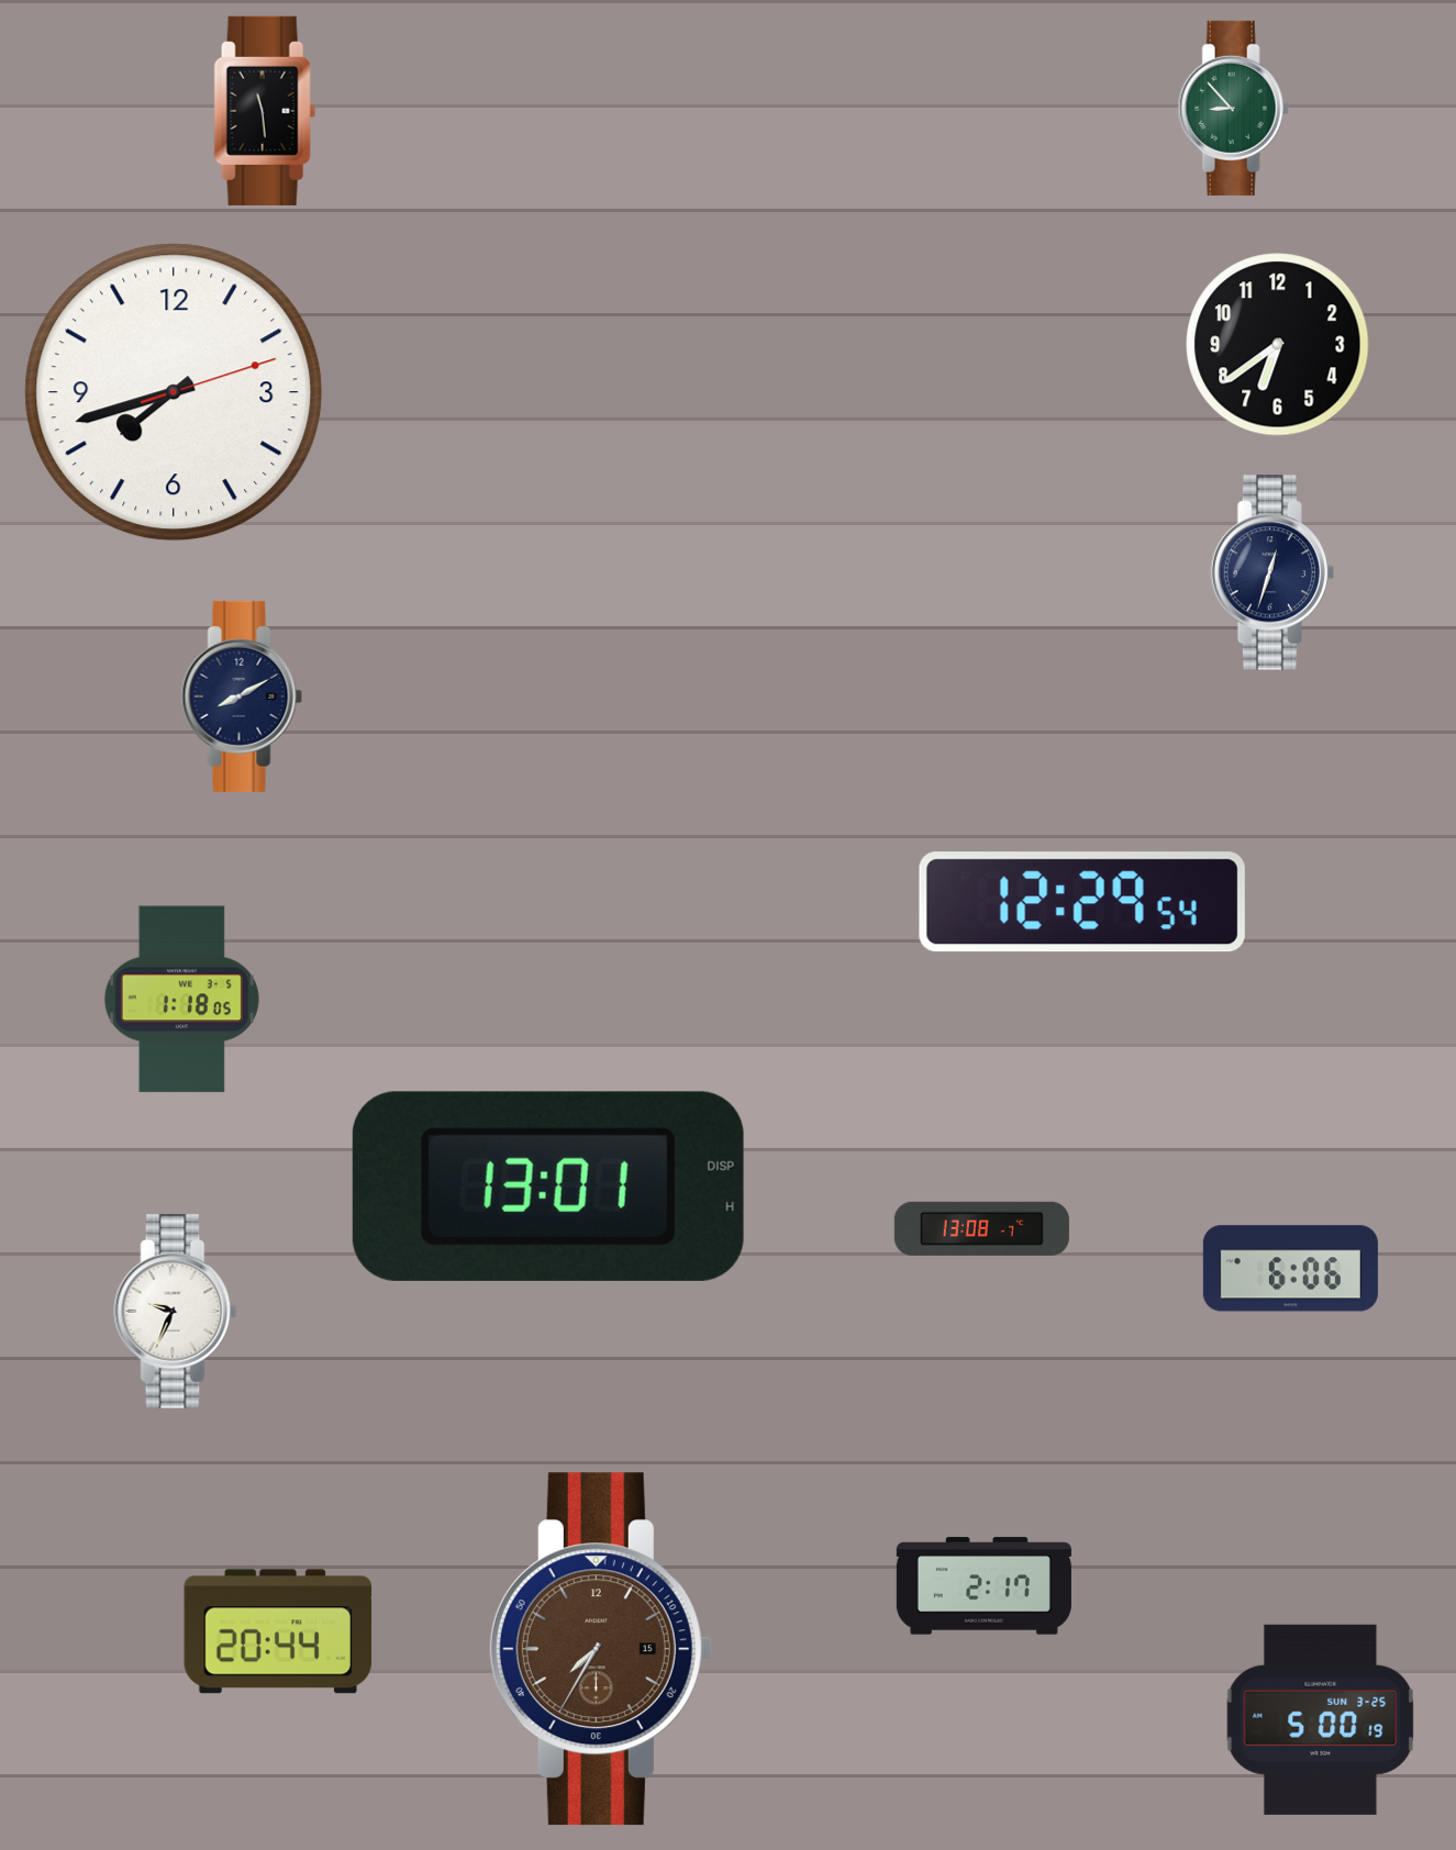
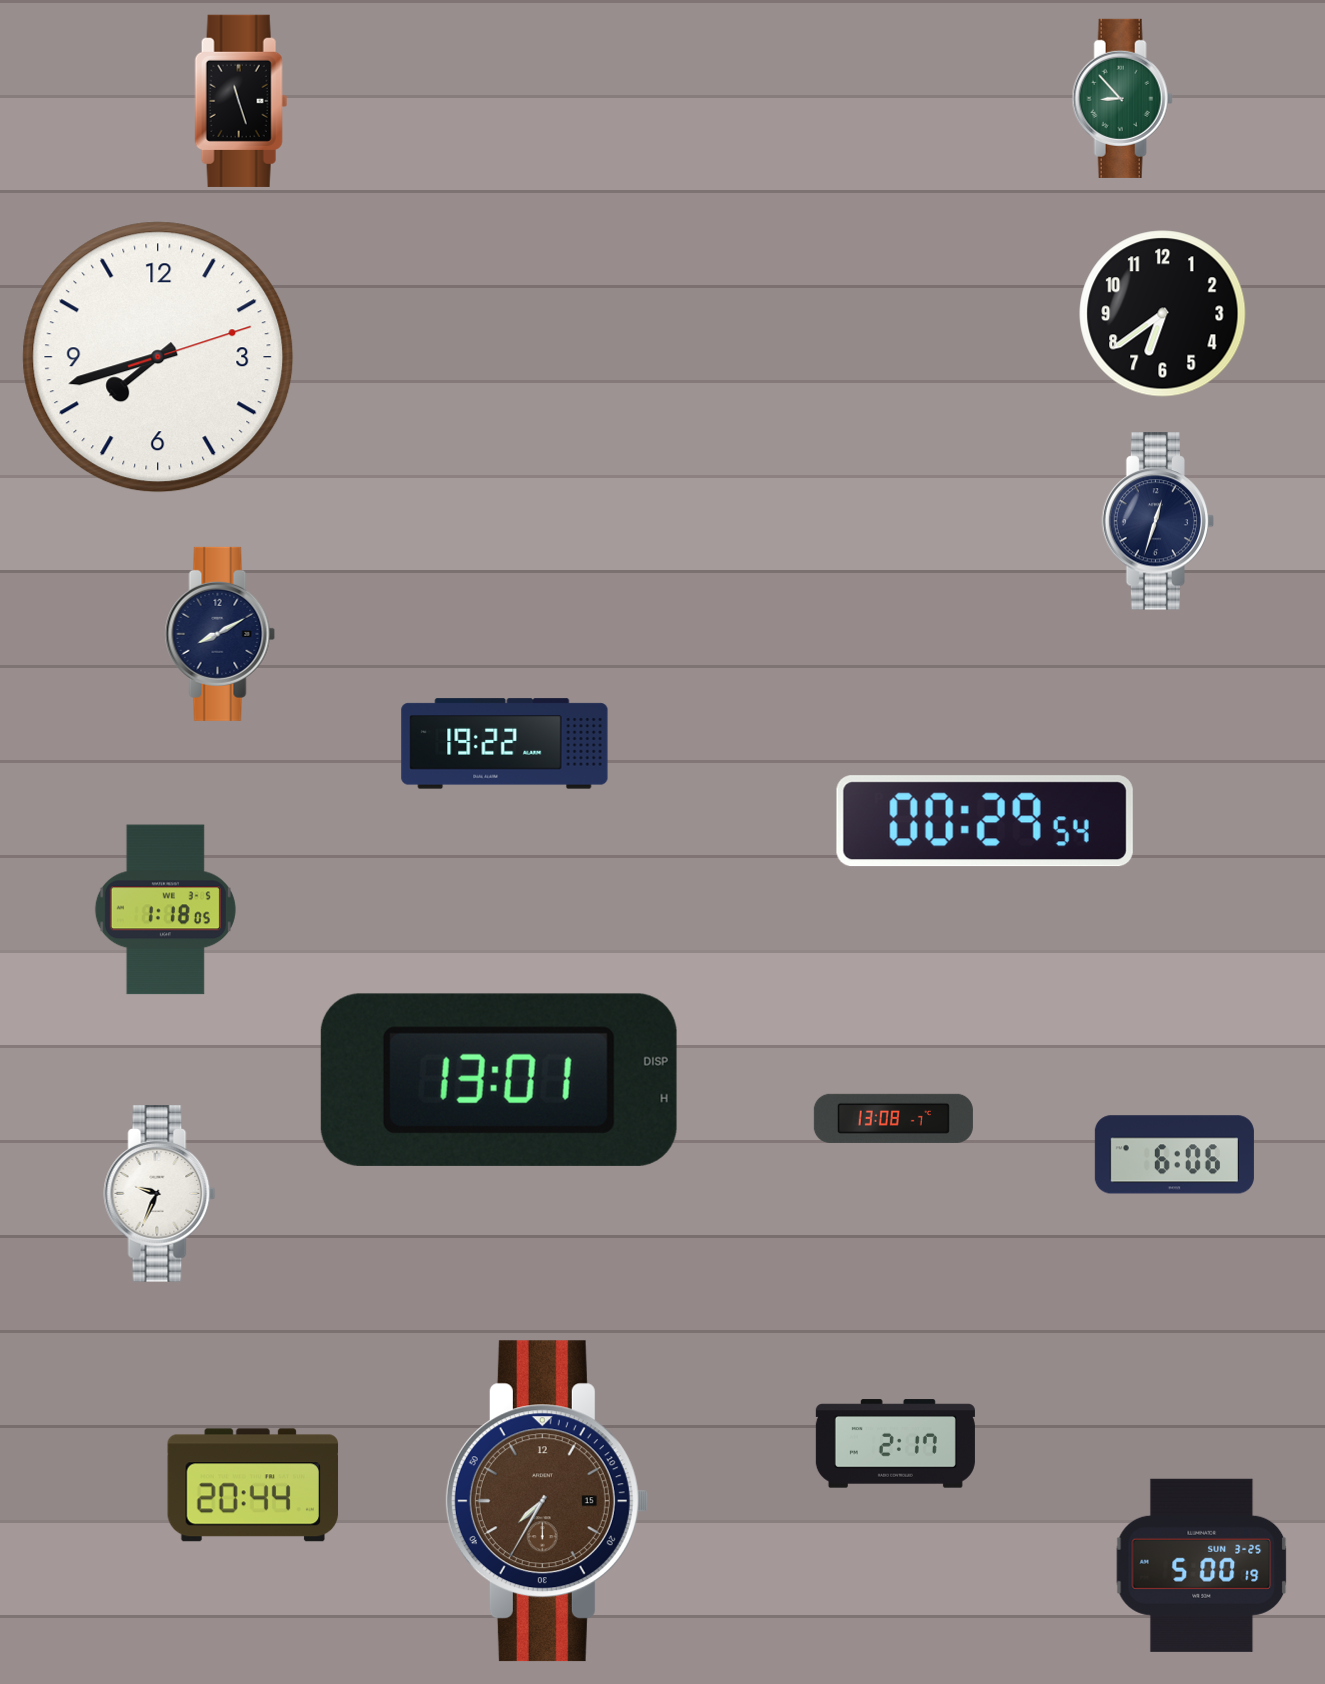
clock at (265, 111): 11:29 -> 11:27
clock at (505, 744): none -> 19:22
clock at (1082, 902): 12:29 -> 00:29
